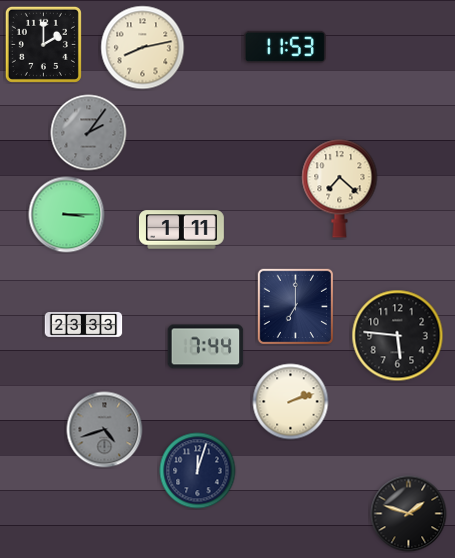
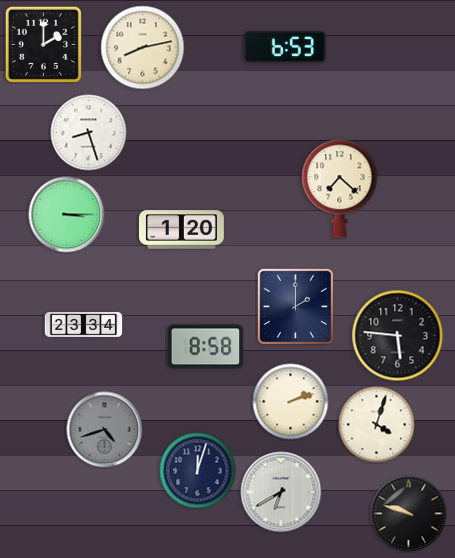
clock at (285, 47): 11:53 -> 6:53
clock at (89, 133): 2:06 -> 8:27
clock at (89, 133) dial: grey -> white
clock at (182, 230): 1:11 -> 1:20
clock at (295, 306): 7:00 -> 2:00
clock at (84, 325): 23:33 -> 23:34
clock at (206, 347): 7:44 -> 8:58
clock at (377, 425): none -> 4:03
clock at (281, 492): none -> 6:40
clock at (409, 514): 1:48 -> 9:48
